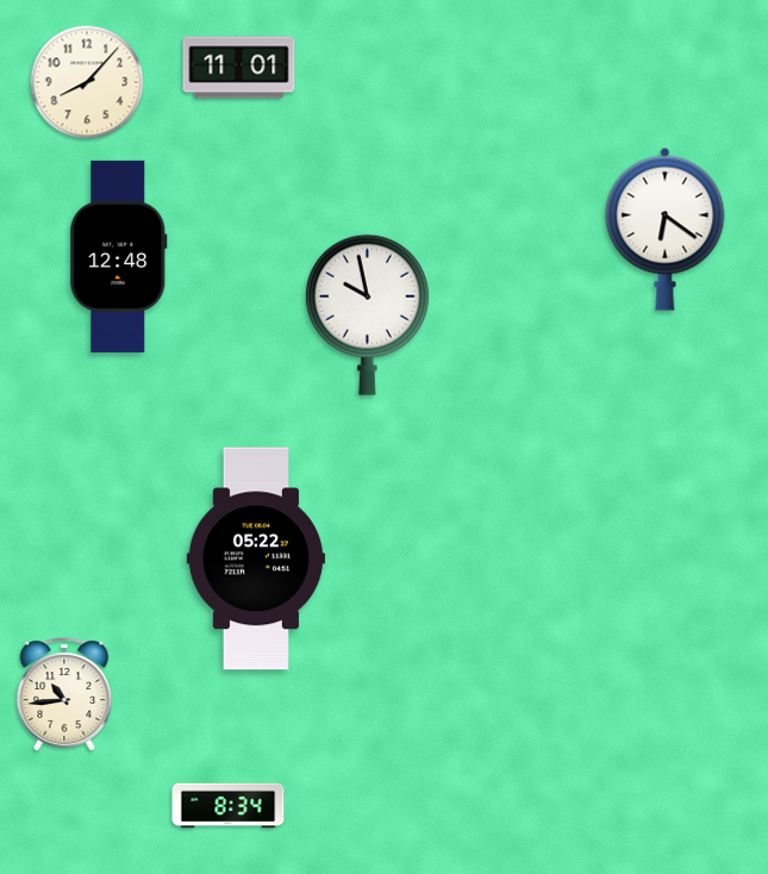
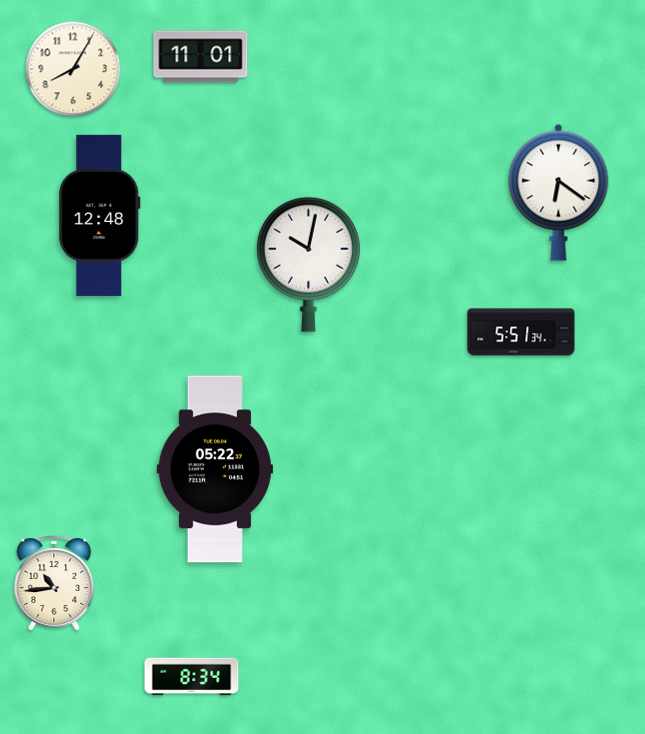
clock at (87, 82): 8:07 -> 8:05
clock at (367, 314): 9:58 -> 10:02
clock at (521, 332): none -> 5:51
